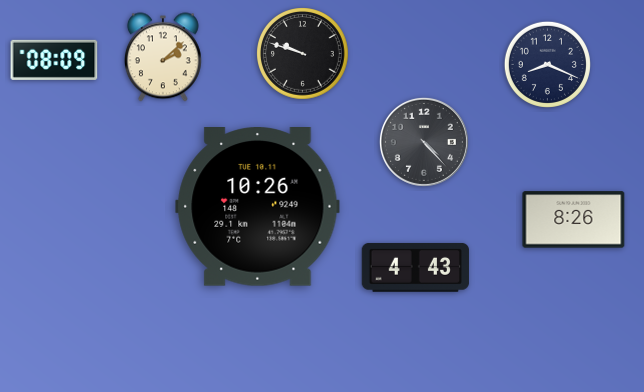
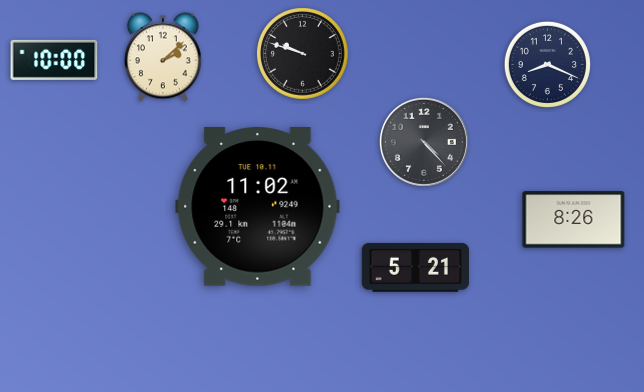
clock at (54, 60): 08:09 -> 10:00
clock at (258, 207): 10:26 -> 11:02
clock at (415, 267): 4:43 -> 5:21
